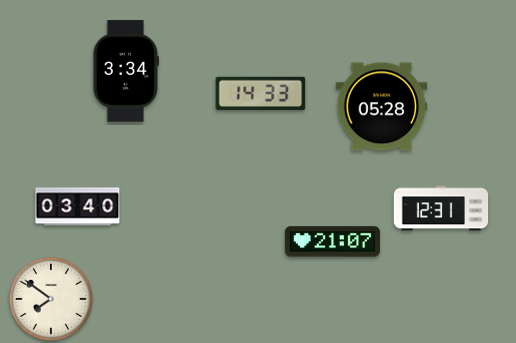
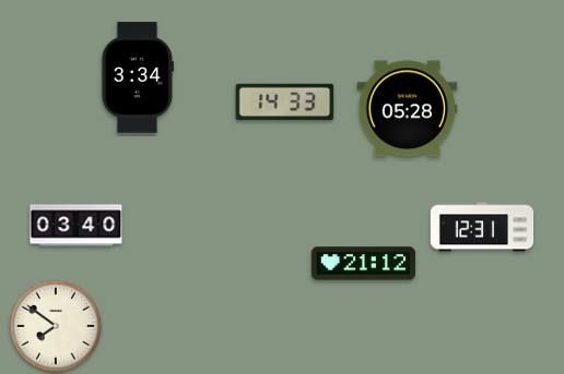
clock at (382, 107) position: (382, 107) -> (408, 109)
clock at (78, 207) position: (78, 207) -> (77, 226)
clock at (332, 242): 21:07 -> 21:12
